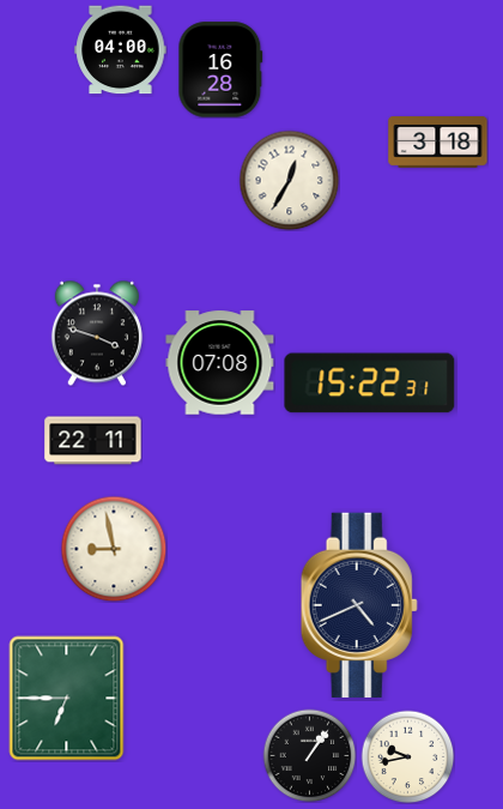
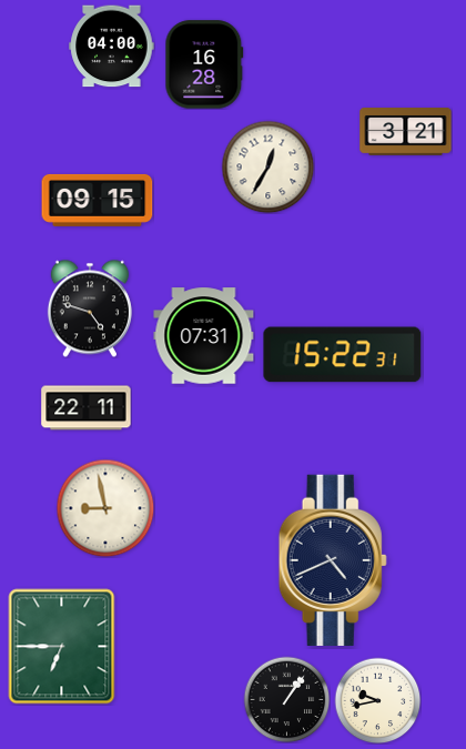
clock at (438, 143): 3:18 -> 3:21
clock at (98, 200): none -> 09:15
clock at (97, 333): 3:48 -> 4:48
clock at (220, 363): 07:08 -> 07:31
